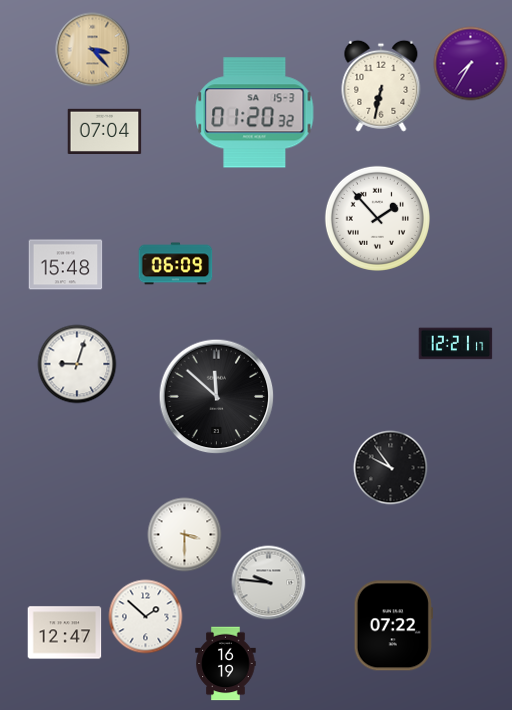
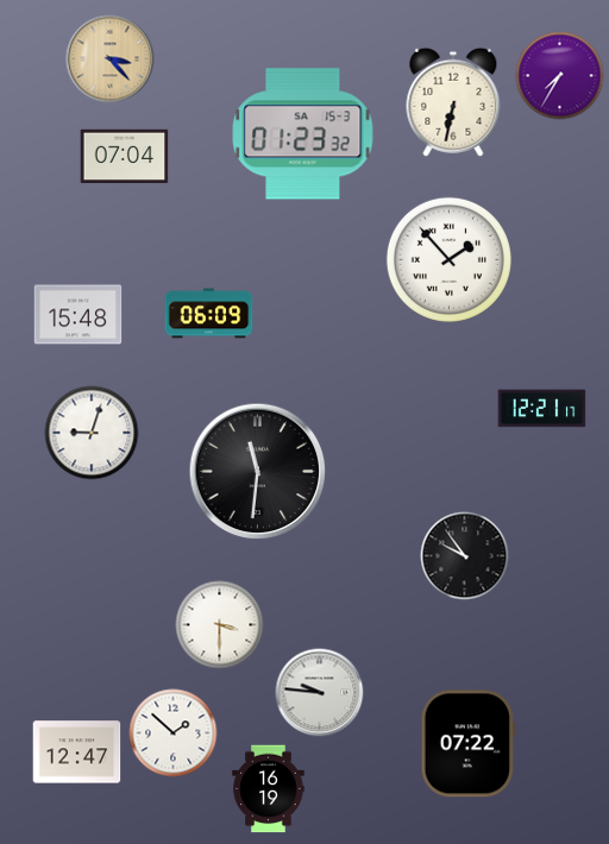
clock at (255, 113): 01:20 -> 01:23
clock at (217, 397): 11:52 -> 11:31
clock at (185, 535) position: (185, 535) -> (220, 625)
